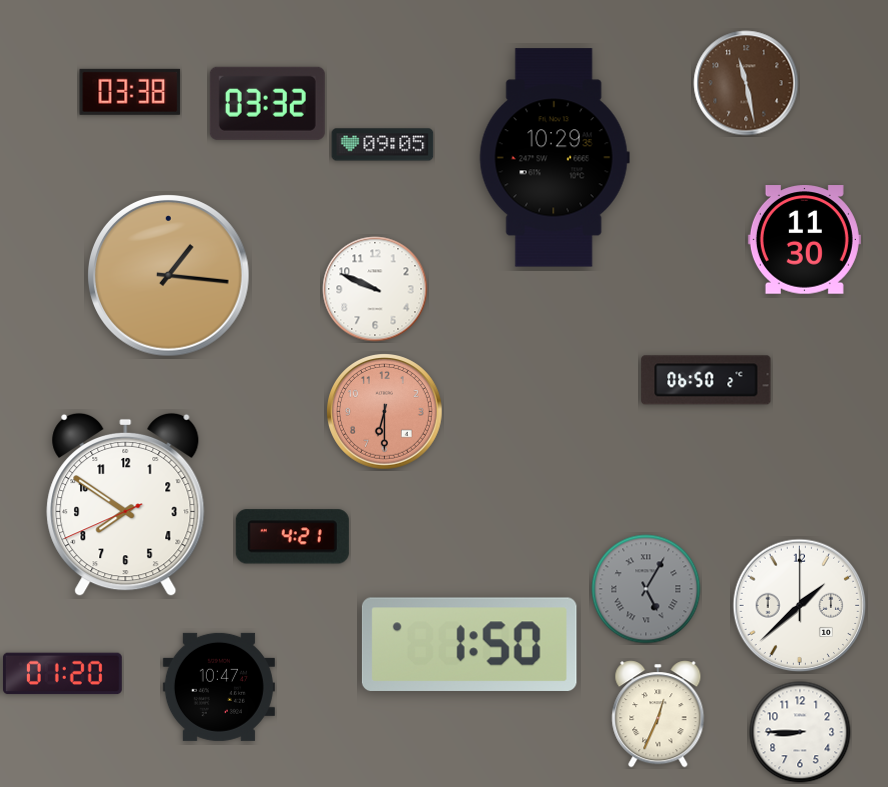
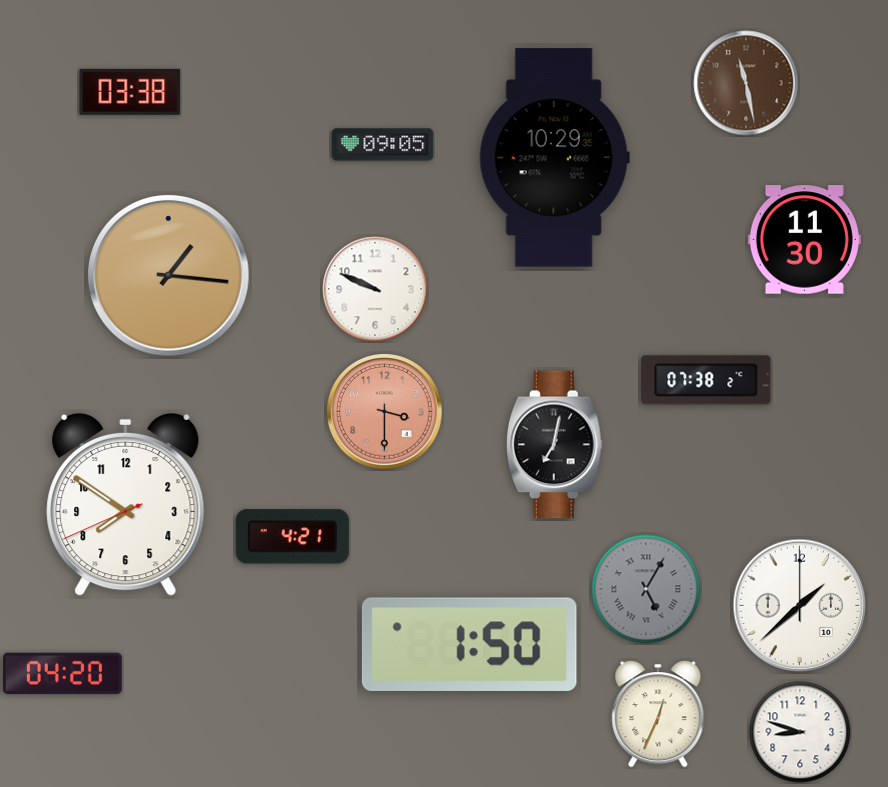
clock at (267, 103): 03:32 -> none
clock at (706, 380): 06:50 -> 07:38
clock at (385, 412): 6:30 -> 3:30
clock at (554, 445): none -> 7:02
clock at (63, 674): 01:20 -> 04:20
clock at (219, 687): 10:47 -> none
clock at (800, 732): 8:45 -> 8:48
